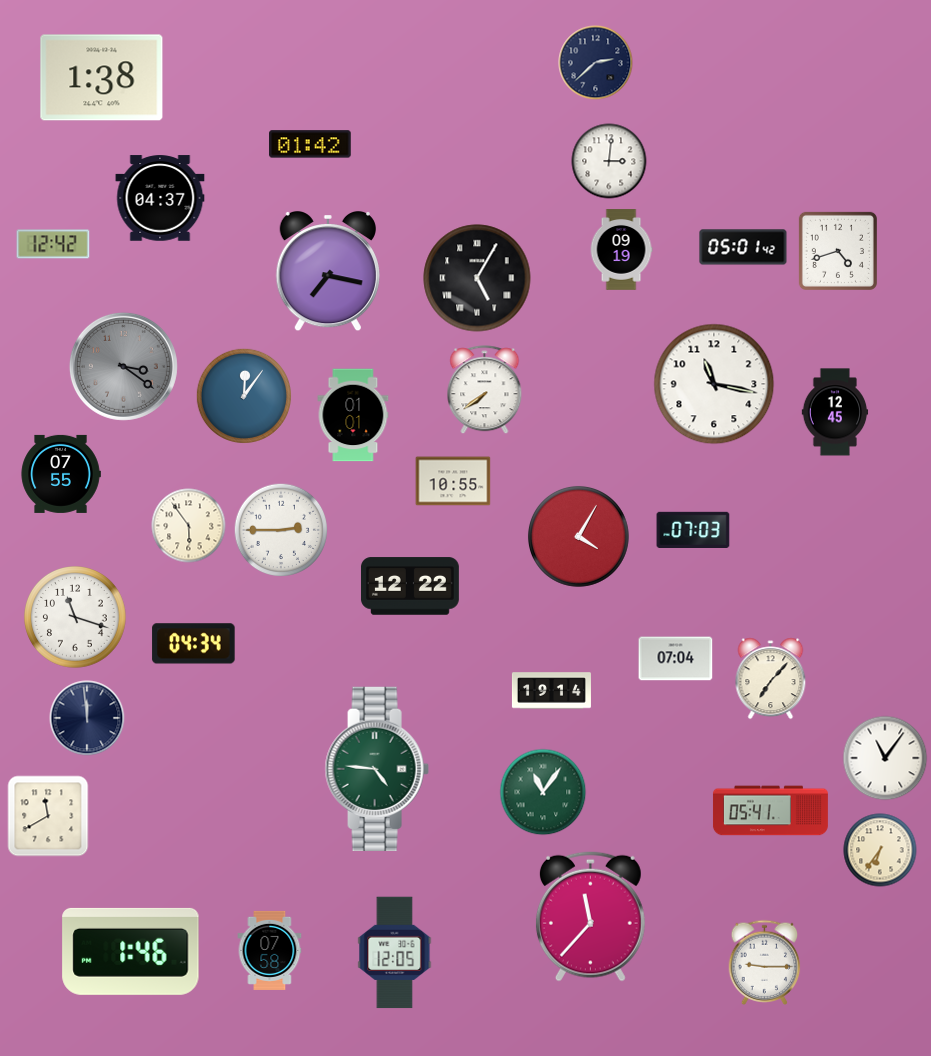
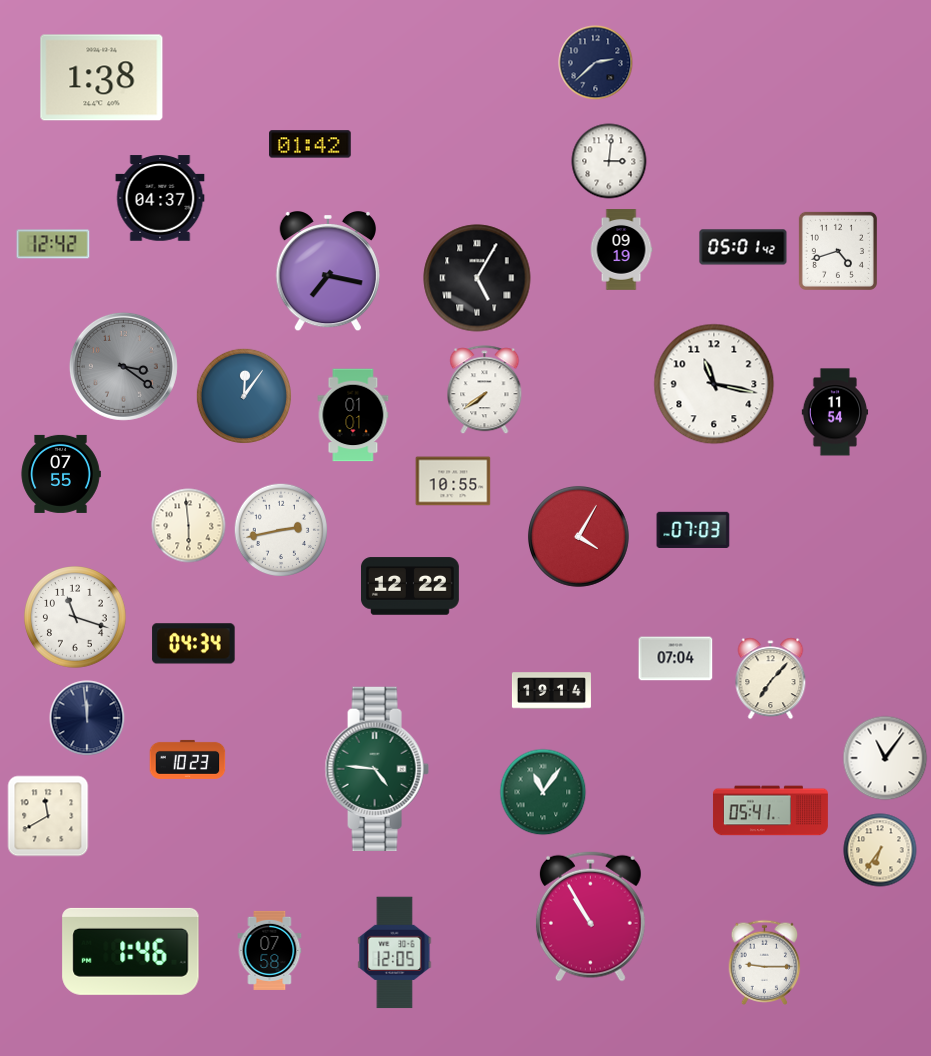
clock at (835, 412): 12:45 -> 11:54
clock at (189, 526): 5:54 -> 5:59
clock at (281, 530): 2:45 -> 2:43
clock at (188, 759): none -> 10:23
clock at (590, 916): 11:37 -> 10:55
